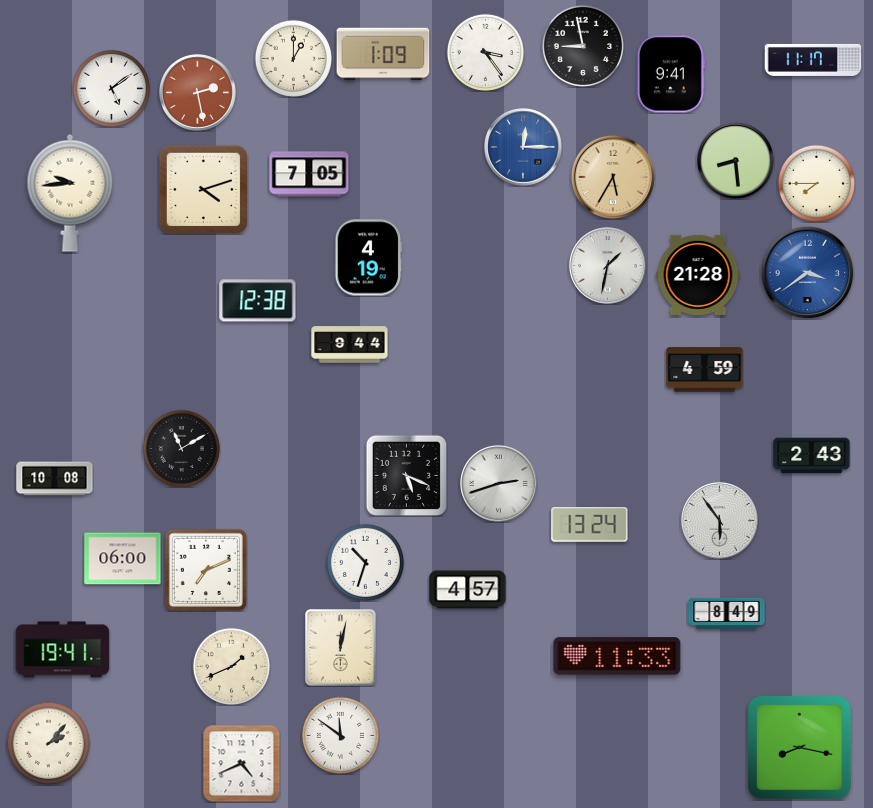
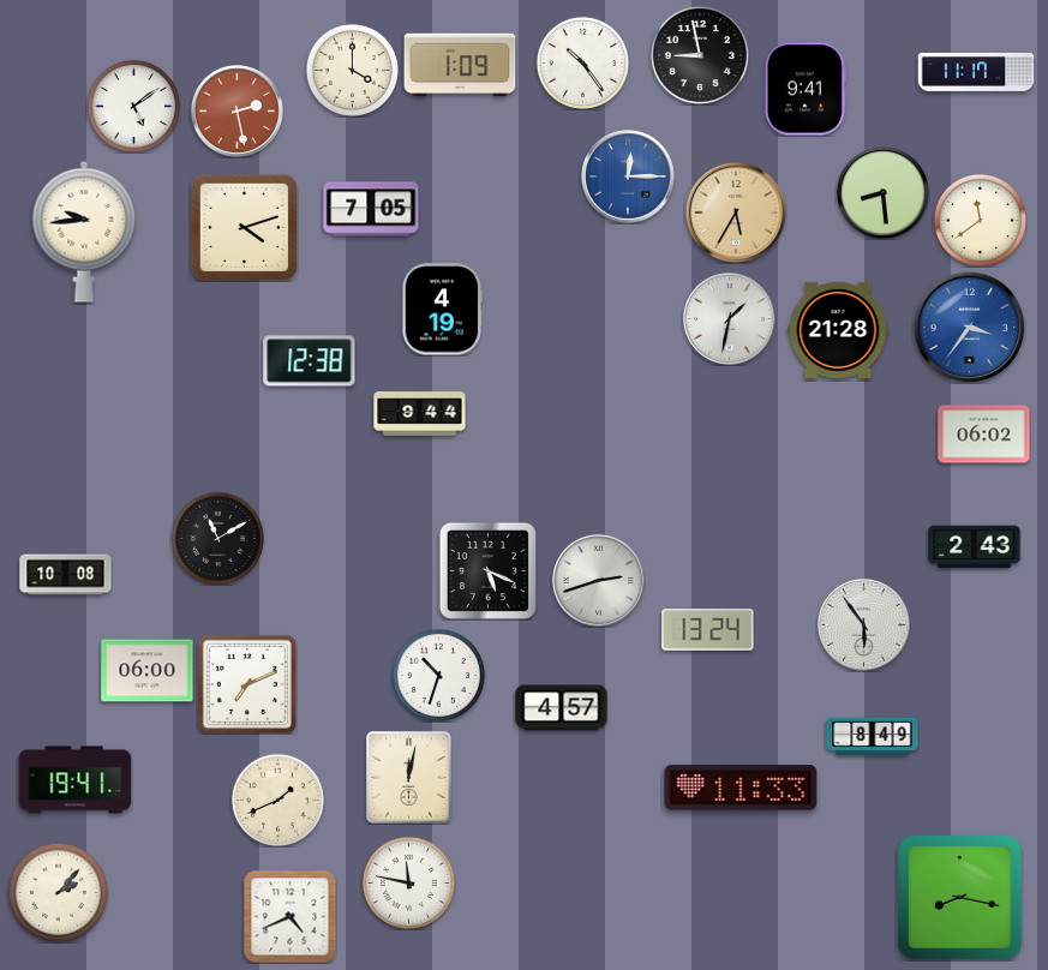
clock at (485, 52): 3:24 -> 10:24
clock at (293, 58): 1:00 -> 4:00
clock at (816, 183): 7:45 -> 11:39
clock at (807, 272): 3:39 -> 3:36
clock at (984, 435): none -> 06:02
clock at (705, 370): 4:59 -> none
clock at (340, 735): 11:51 -> 11:47
